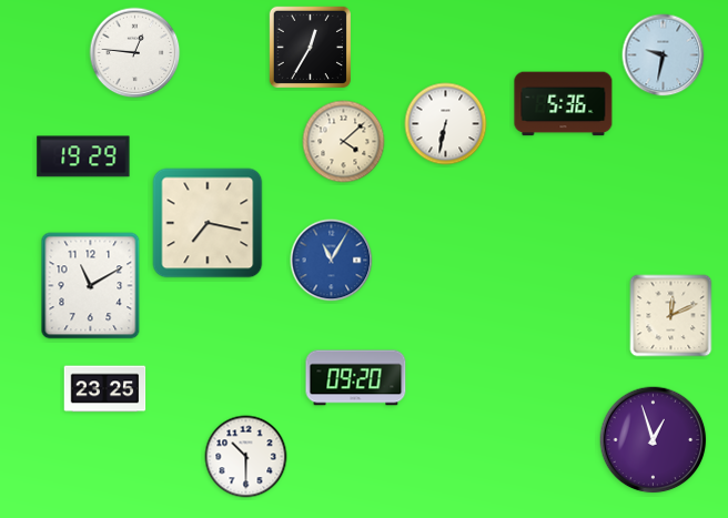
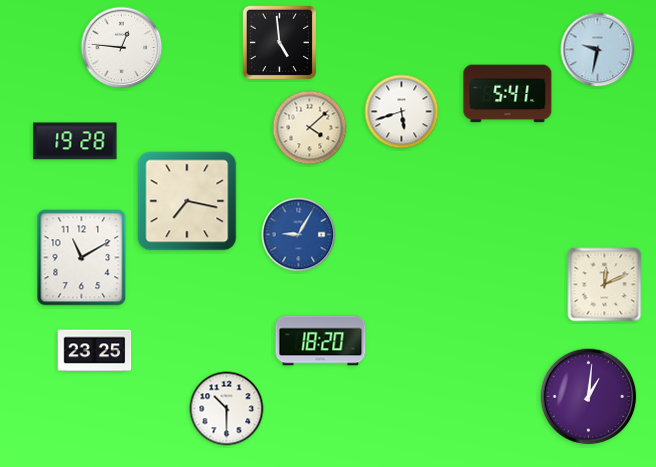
clock at (310, 47): 12:35 -> 4:59
clock at (564, 104): 5:36 -> 5:41
clock at (446, 124): 6:32 -> 5:42
clock at (83, 156): 19:29 -> 19:28
clock at (332, 261): 11:05 -> 9:05
clock at (356, 378): 09:20 -> 18:20
clock at (654, 440): 12:57 -> 1:01
clock at (246, 457) position: (246, 457) -> (227, 409)
